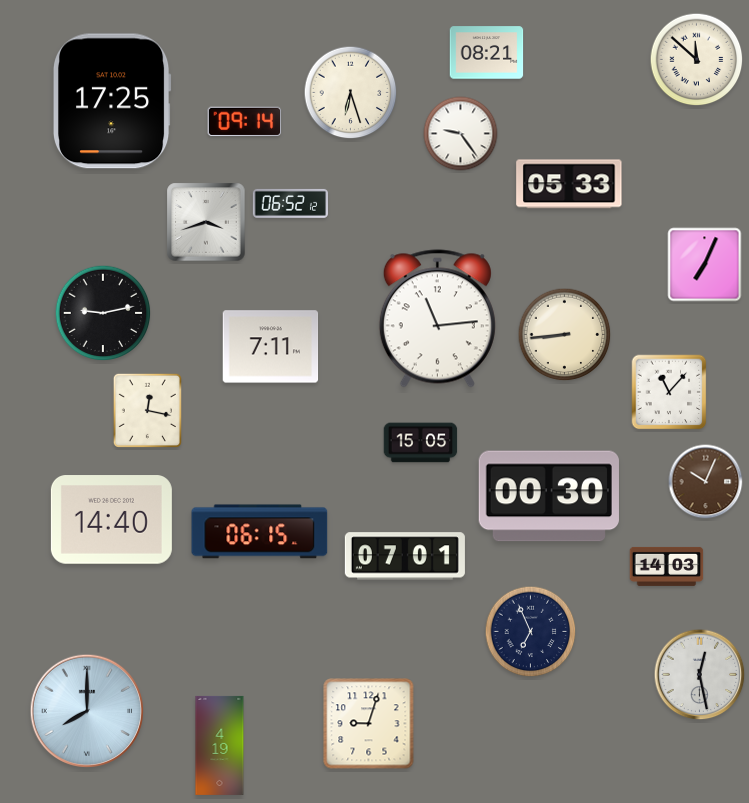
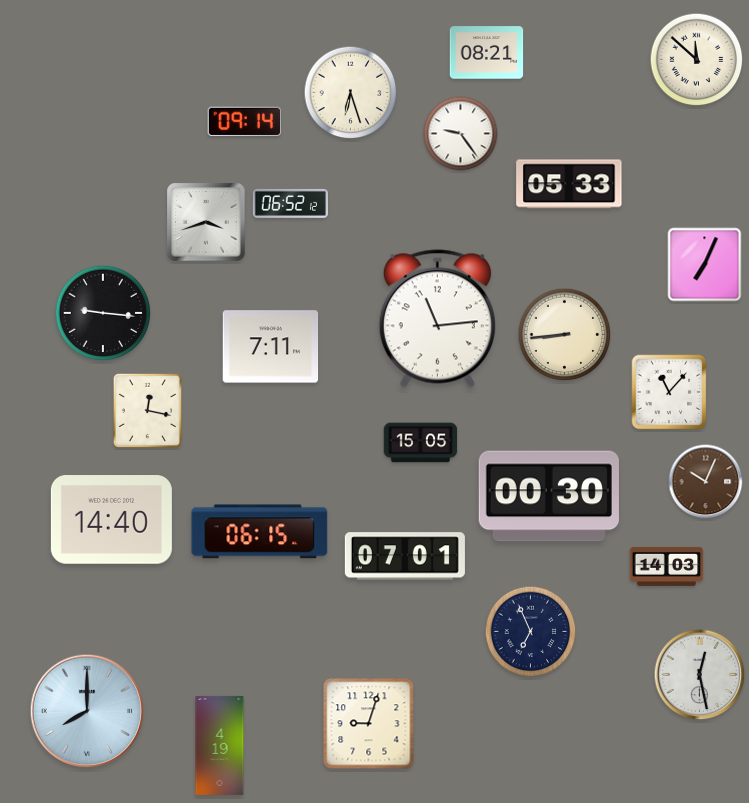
clock at (112, 101): 17:25 -> none
clock at (103, 313): 9:13 -> 9:16
